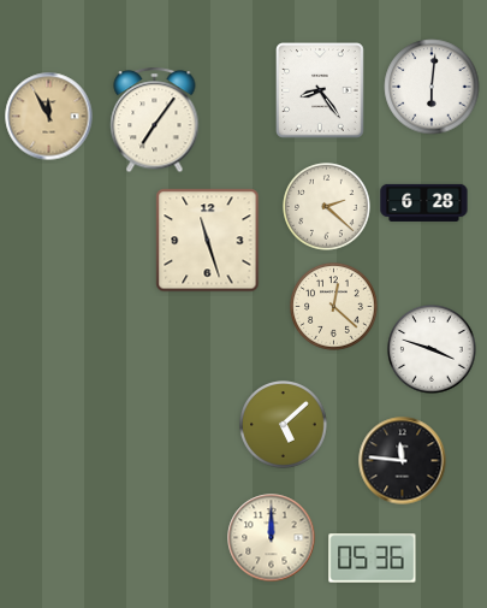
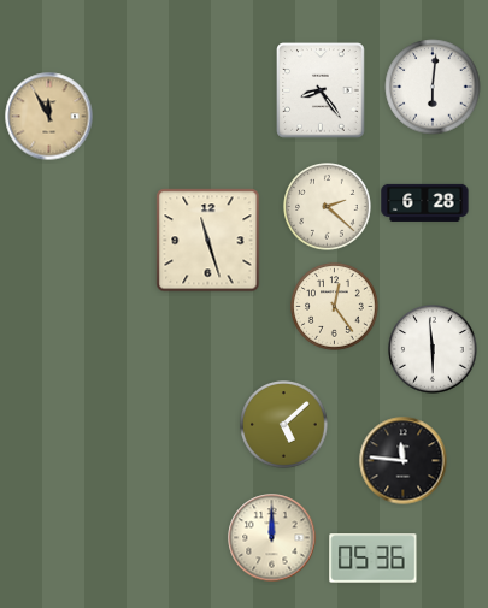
clock at (155, 120): 7:06 -> none
clock at (334, 307): 12:22 -> 12:24
clock at (432, 349): 3:48 -> 5:59
